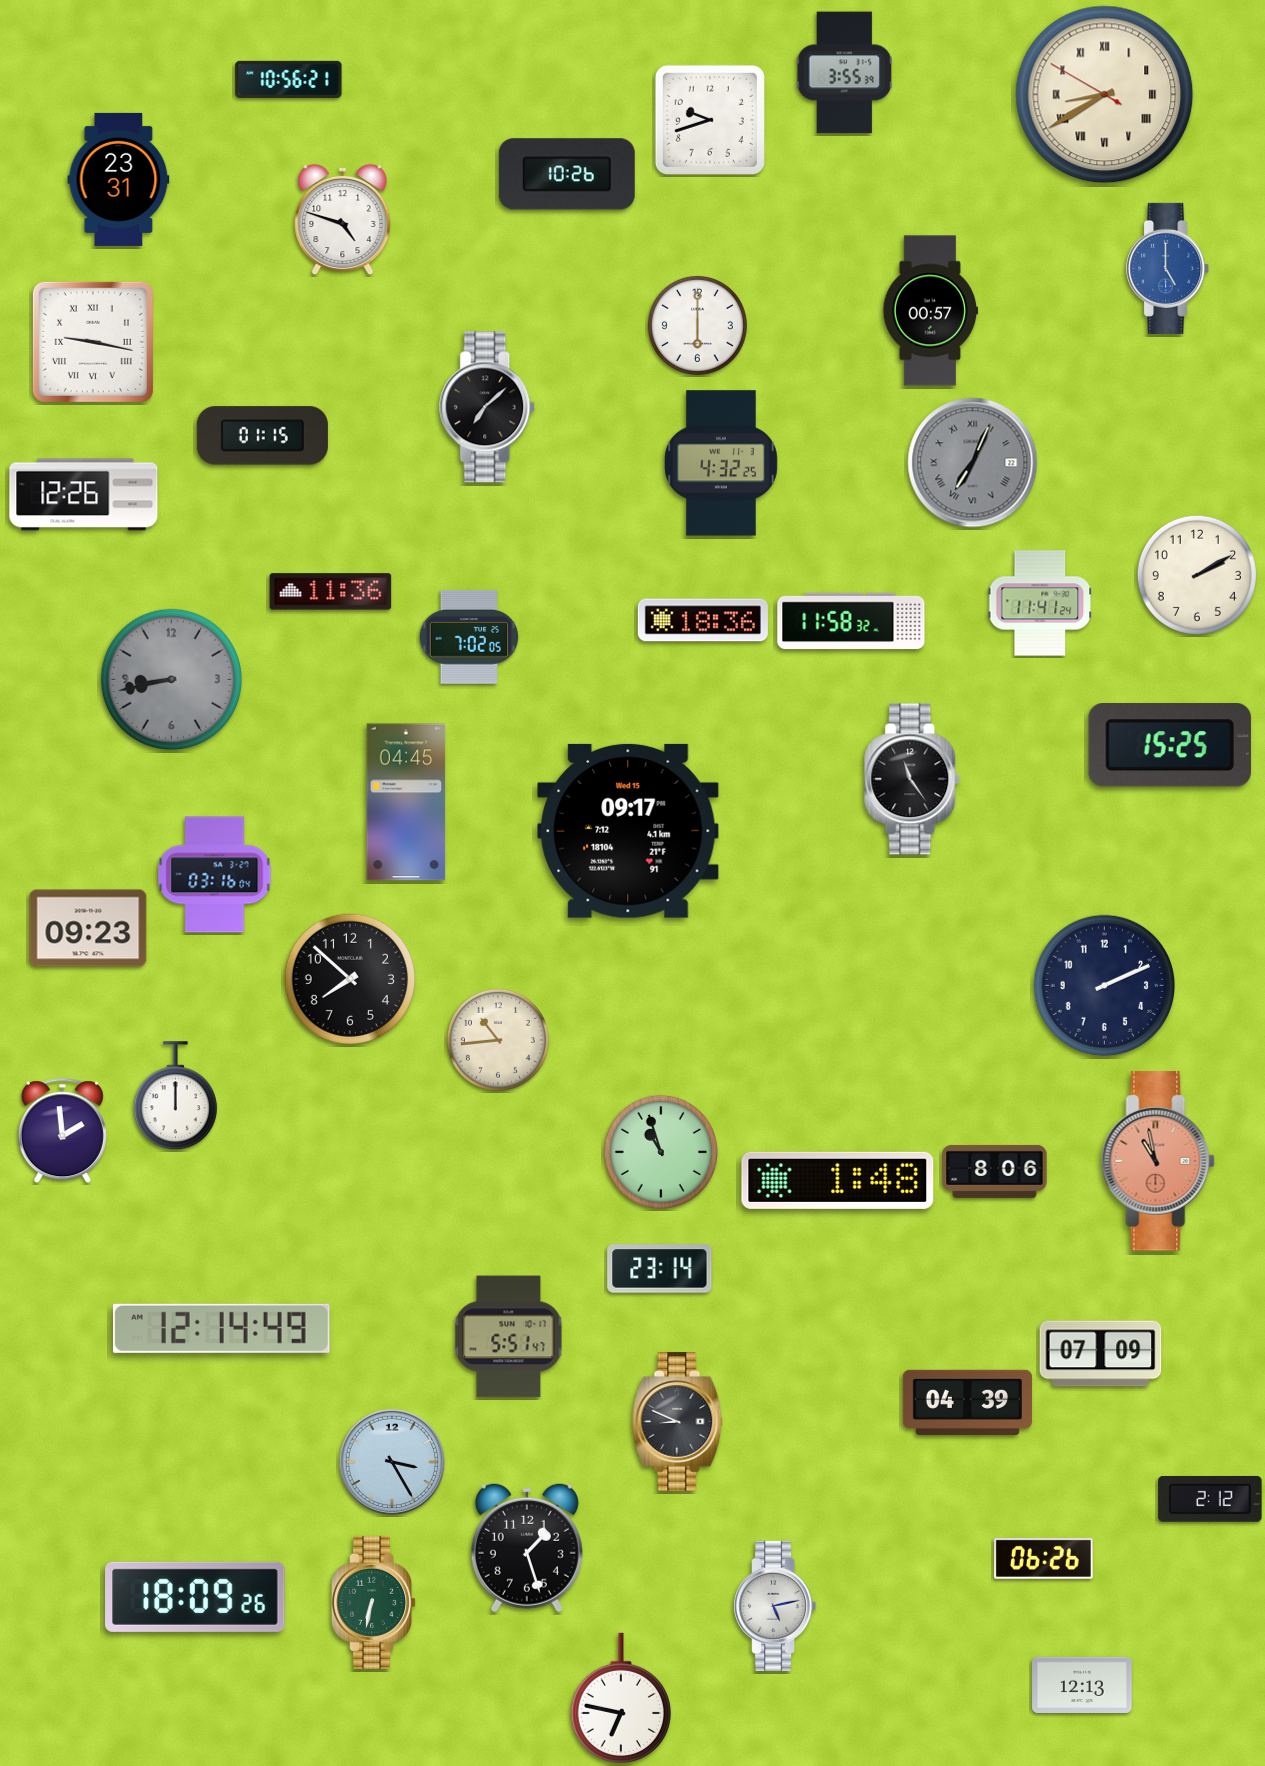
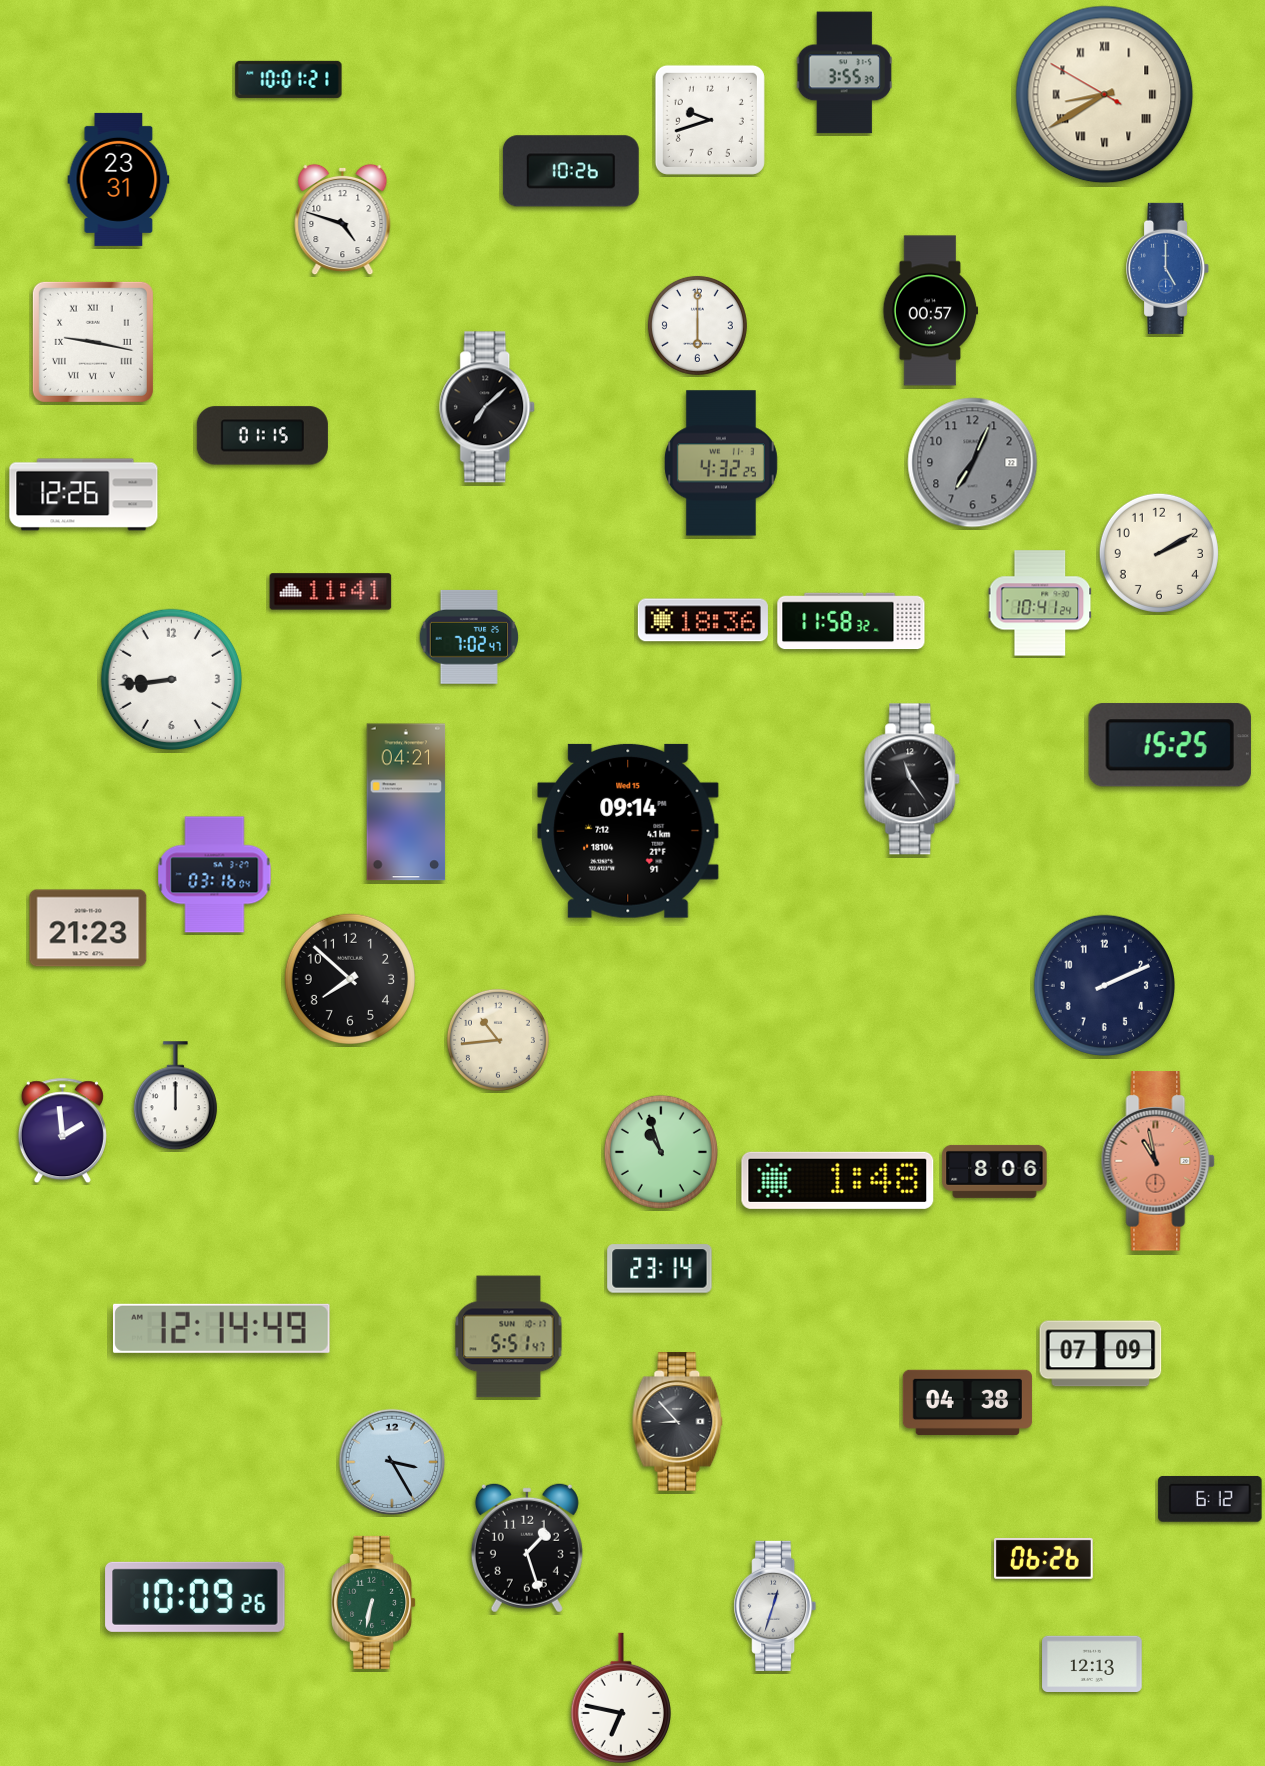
clock at (289, 79): 10:56 -> 10:01
clock at (567, 174) position: (567, 174) -> (571, 171)
clock at (973, 463) numerals: Roman -> Arabic
clock at (1197, 575) position: (1197, 575) -> (1159, 553)
clock at (331, 592): 11:36 -> 11:41
clock at (1040, 603): 11:41 -> 10:41
clock at (468, 637): 7:02:05 -> 7:02:47
clock at (171, 679): 8:43 -> 8:44
clock at (171, 679) dial: grey -> white
clock at (406, 802): 04:45 -> 04:21
clock at (628, 831): 09:17 -> 09:14
clock at (88, 928): 09:23 -> 21:23
clock at (967, 1402): 04:39 -> 04:38
clock at (678, 1422): 8:49 -> 8:53
clock at (1210, 1499): 2:12 -> 6:12
clock at (195, 1597): 18:09 -> 10:09
clock at (775, 1606): 5:13 -> 12:33
clock at (1082, 1684) position: (1082, 1684) -> (1092, 1663)
